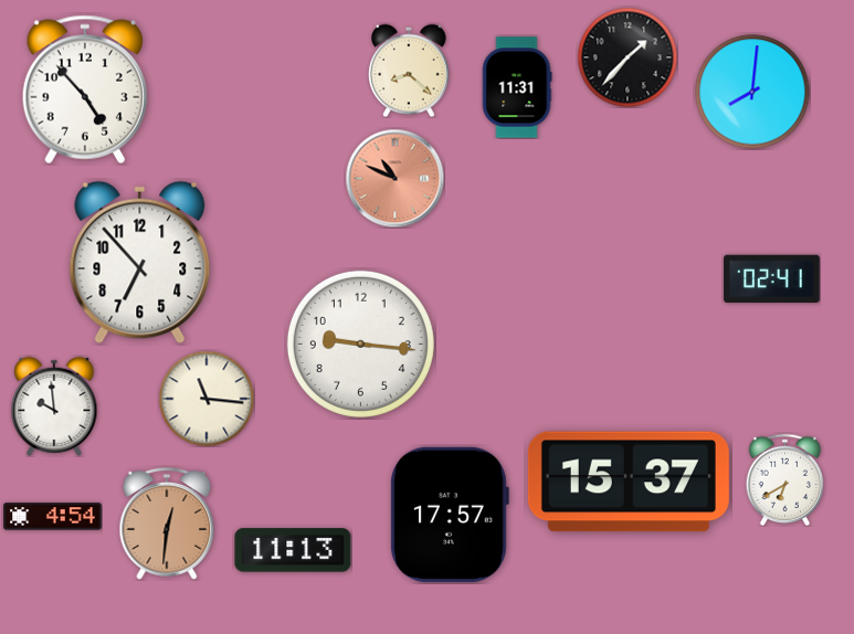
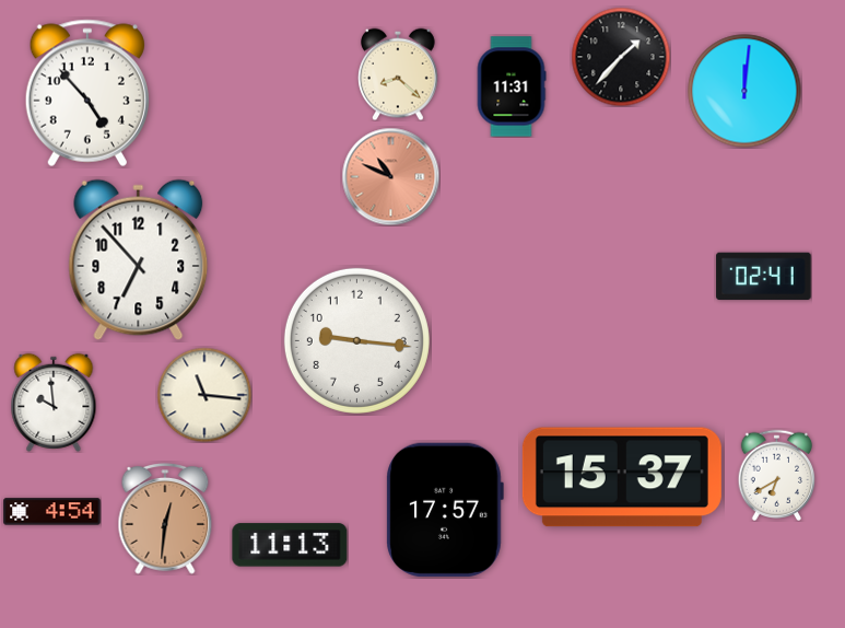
clock at (409, 71) position: (409, 71) -> (398, 74)
clock at (85, 89) position: (85, 89) -> (87, 93)
clock at (752, 92): 8:01 -> 12:01
